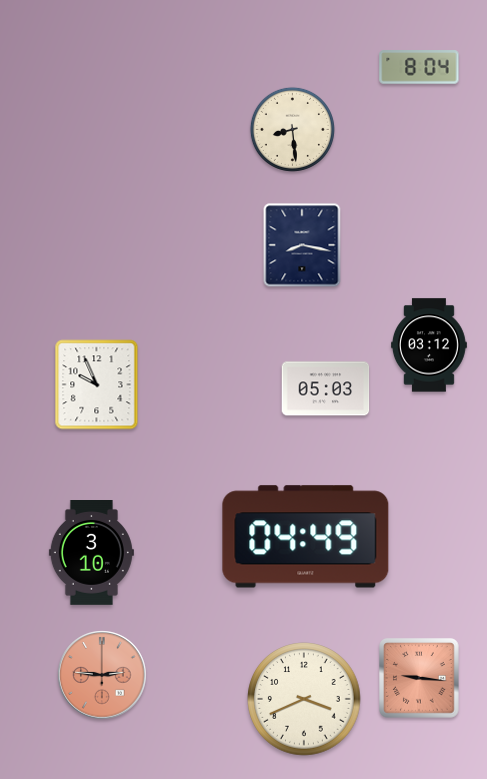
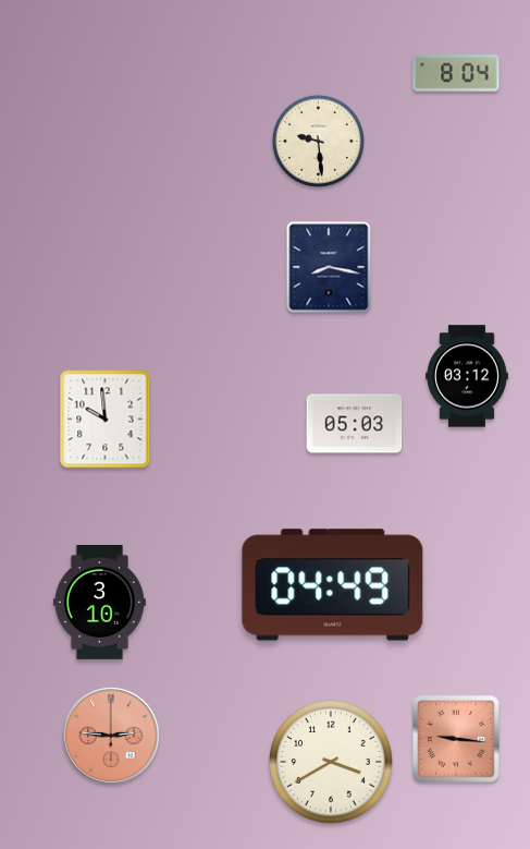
clock at (292, 129): 8:29 -> 9:29
clock at (97, 385): 9:56 -> 9:59
clock at (304, 699): 3:41 -> 3:40
